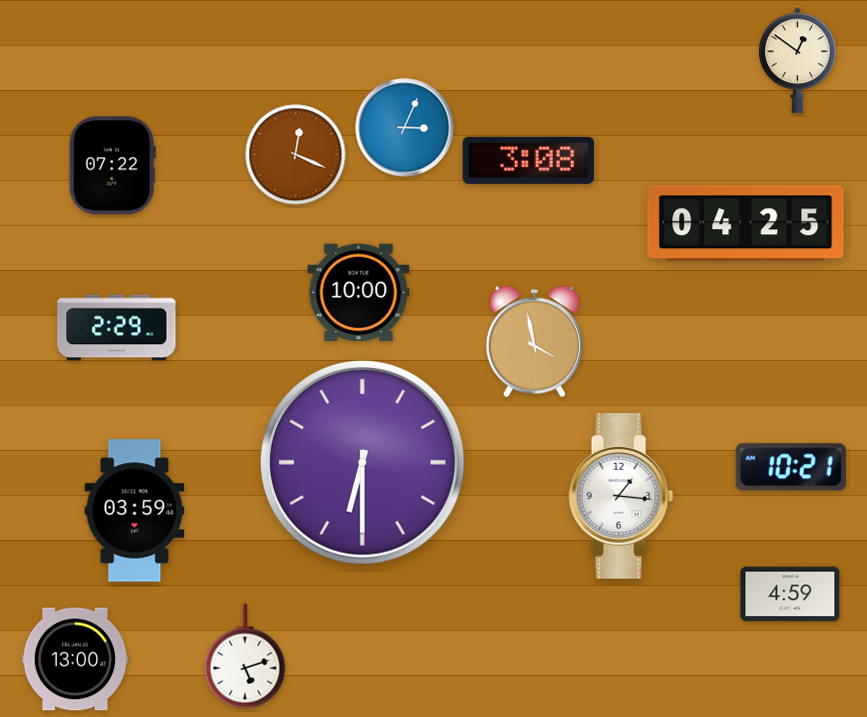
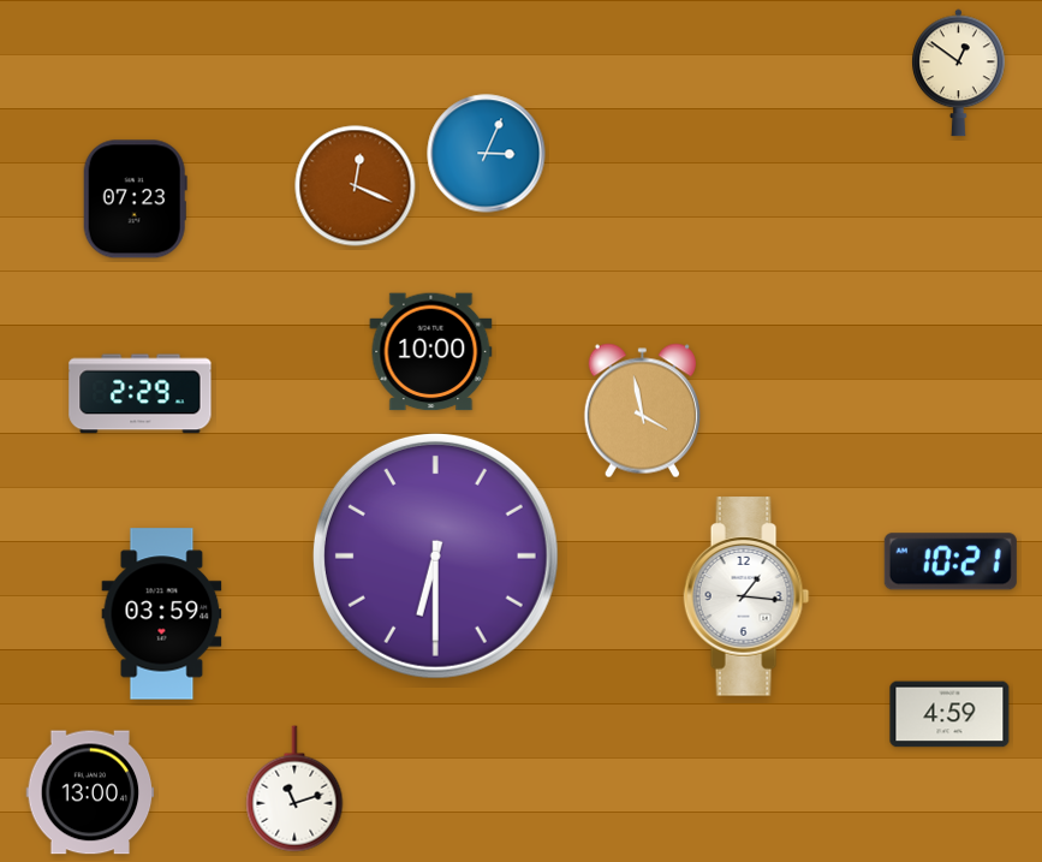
clock at (528, 160): 3:08 -> none
clock at (112, 166): 07:22 -> 07:23
clock at (746, 224): 04:25 -> none
clock at (245, 656): 5:12 -> 11:12
